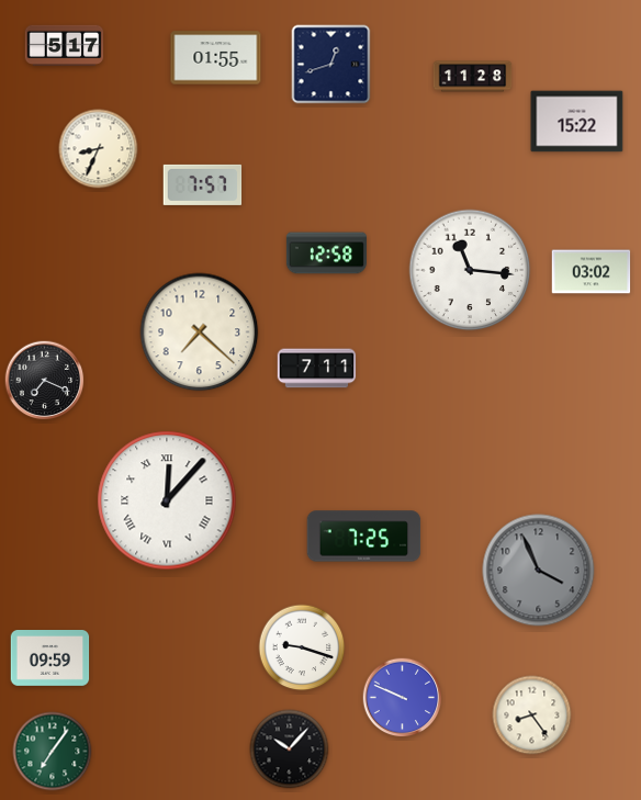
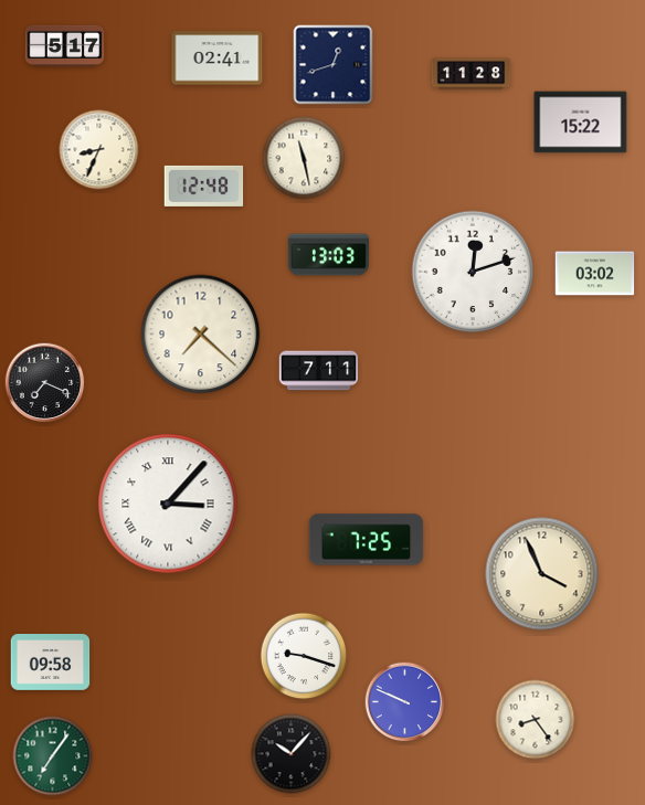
clock at (216, 58): 01:55 -> 02:41
clock at (473, 77) position: (473, 77) -> (472, 74)
clock at (304, 158): none -> 11:28
clock at (203, 184): 7:57 -> 12:48
clock at (326, 253): 12:58 -> 13:03
clock at (470, 270): 11:16 -> 12:12
clock at (167, 500): 12:07 -> 3:07
clock at (539, 571) dial: grey -> cream
clock at (302, 647) position: (302, 647) -> (304, 656)
clock at (50, 658): 09:59 -> 09:58
